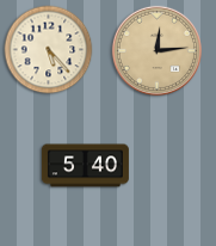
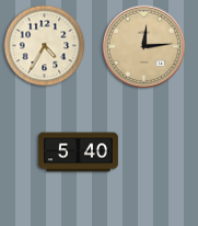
clock at (49, 50): 5:23 -> 4:35
